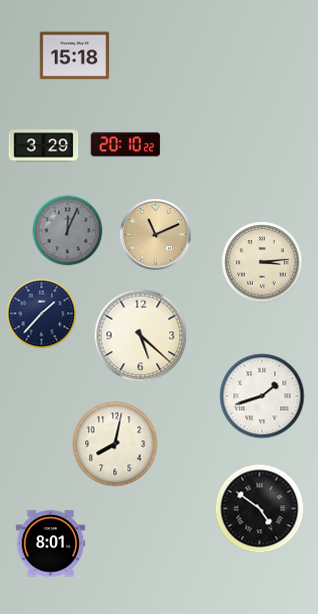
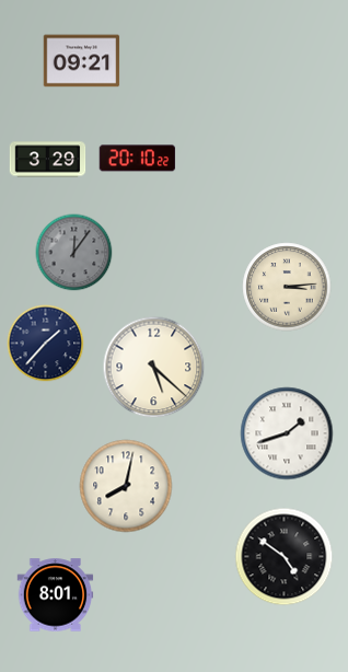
clock at (75, 56): 15:18 -> 09:21
clock at (68, 231): 12:04 -> 12:06
clock at (155, 234): 11:11 -> none
